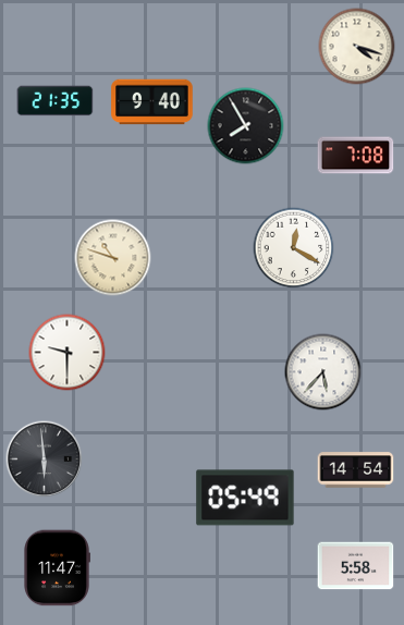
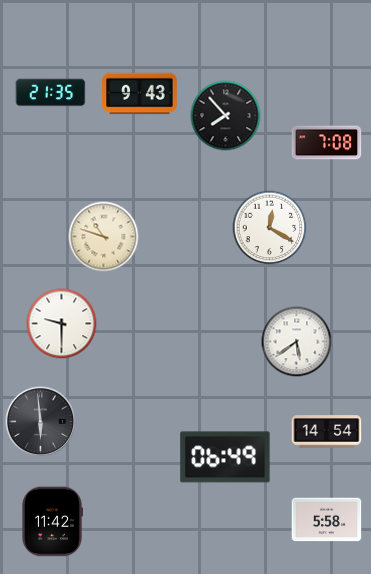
clock at (357, 47): 4:18 -> none
clock at (152, 102): 9:40 -> 9:43
clock at (246, 126): 7:55 -> 7:53
clock at (323, 372): 5:37 -> 5:39
clock at (245, 498): 05:49 -> 06:49
clock at (57, 568): 11:47 -> 11:42
